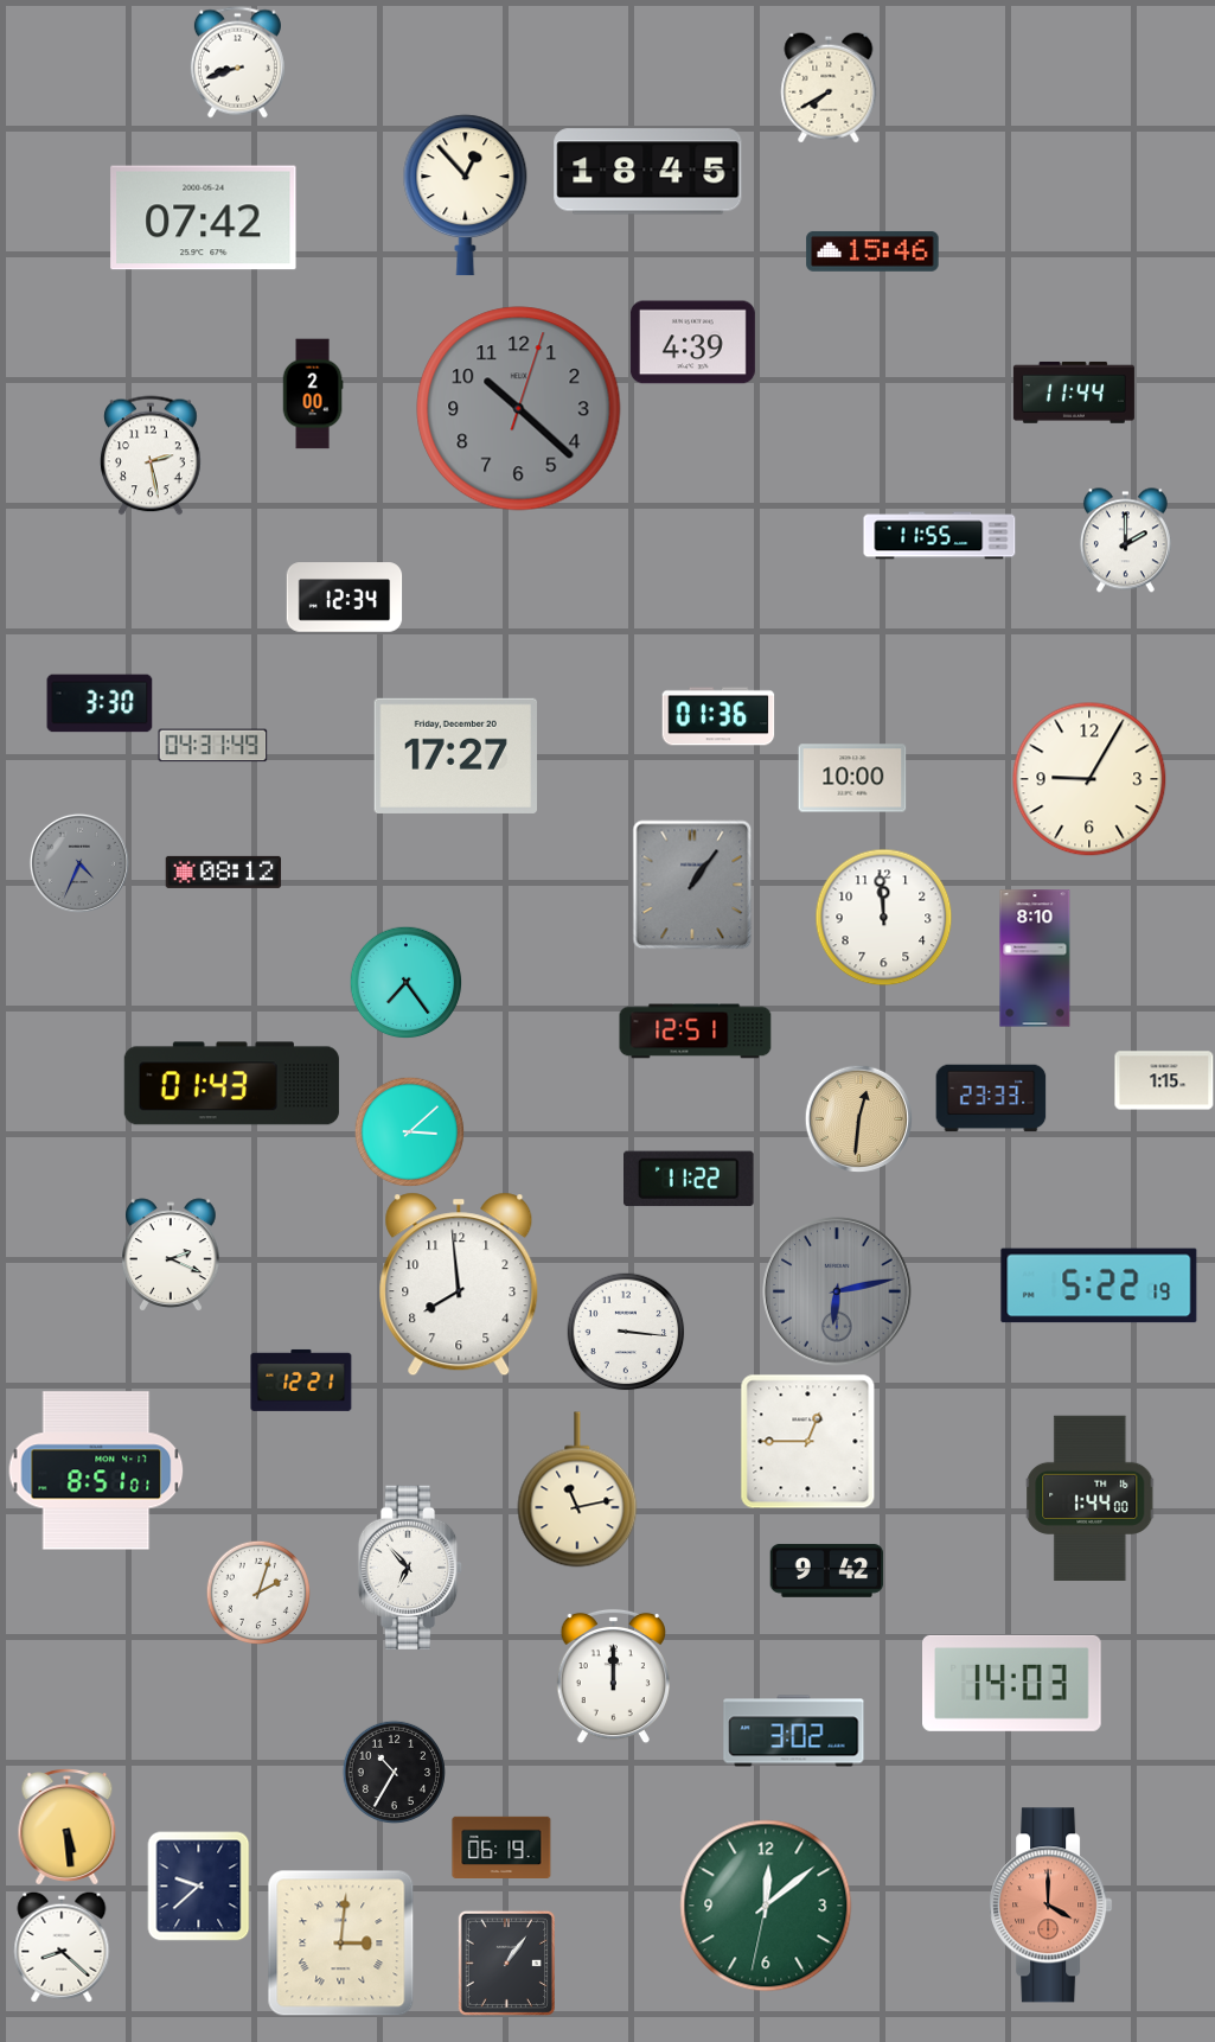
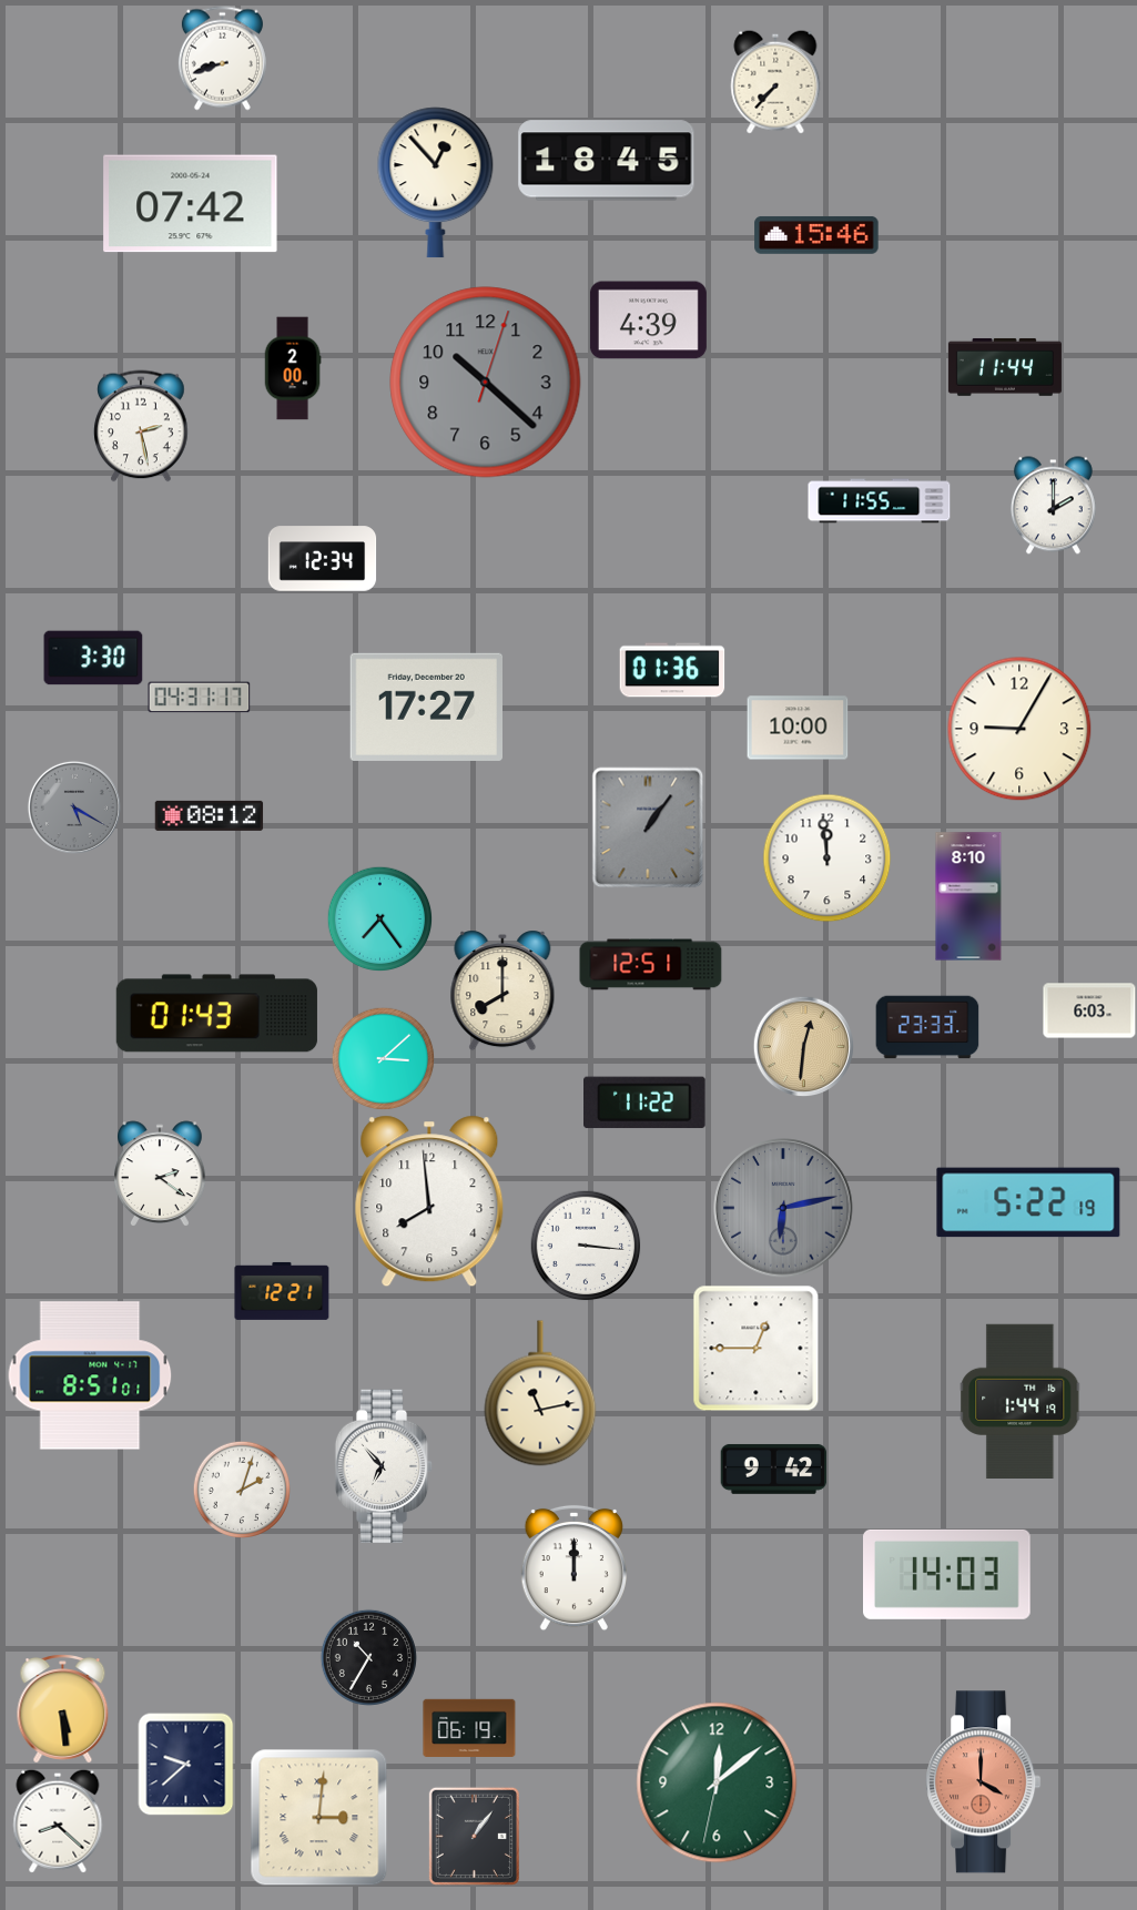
clock at (829, 88): 7:40 -> 7:37
clock at (213, 746): 04:31:49 -> 04:31:17
clock at (79, 863): 4:34 -> 5:20
clock at (502, 990): none -> 8:00
clock at (1164, 1080): 1:15 -> 6:03
clock at (172, 1255): 2:19 -> 2:21
clock at (1091, 1498): 1:44:00 -> 1:44:19
clock at (794, 1731): 3:02 -> none
